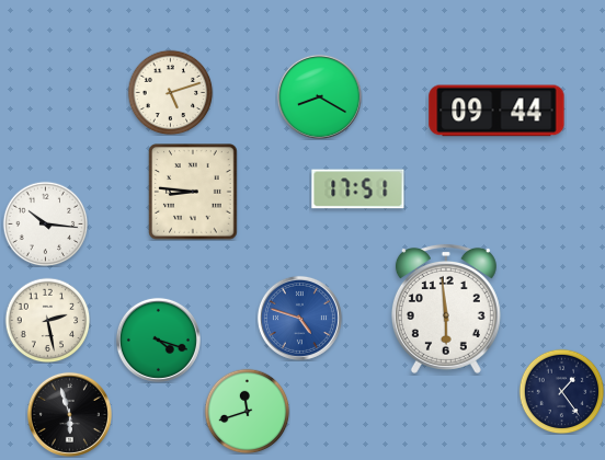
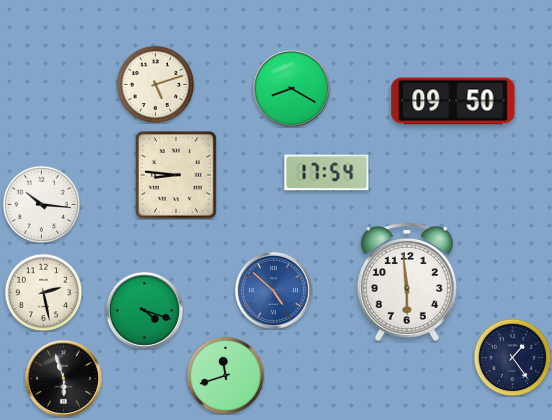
clock at (496, 111): 09:44 -> 09:50
clock at (358, 189): 17:51 -> 17:54
clock at (299, 318): 4:48 -> 4:52
